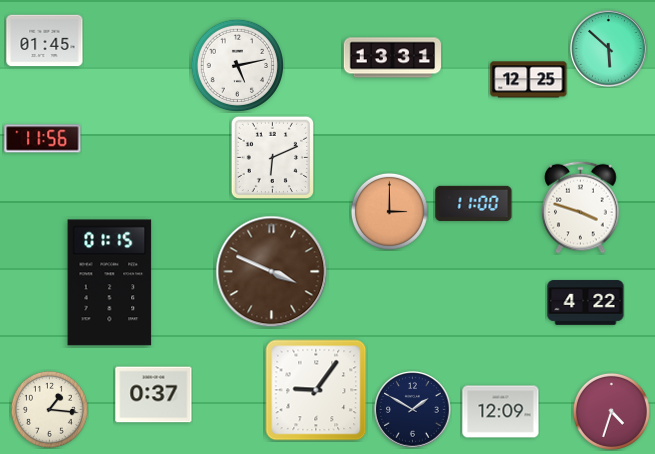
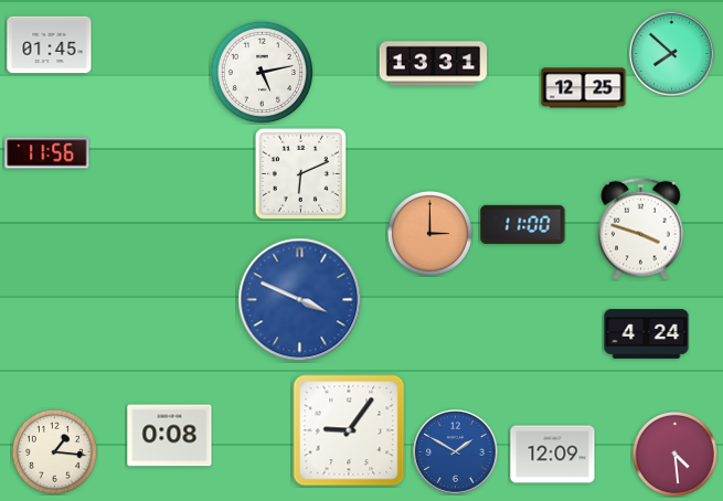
clock at (609, 49): 5:52 -> 7:52
clock at (272, 272) dial: brown -> blue
clock at (110, 283): 01:15 -> none
clock at (586, 303): 4:22 -> 4:24
clock at (154, 395): 0:37 -> 0:08
clock at (413, 410) dial: navy -> blue
clock at (611, 411): 4:33 -> 4:29
